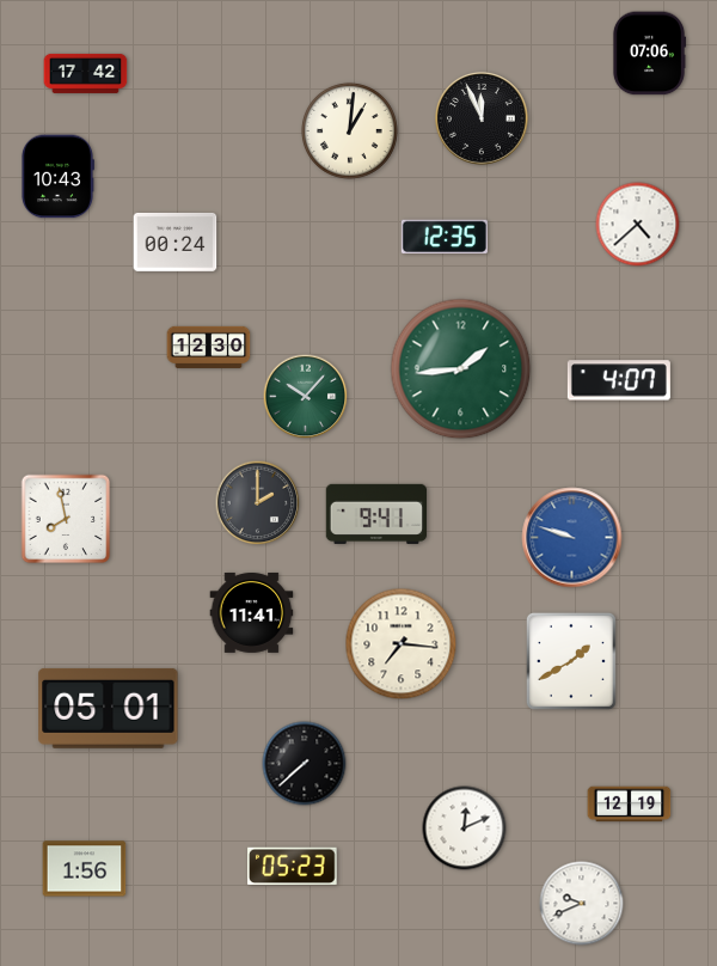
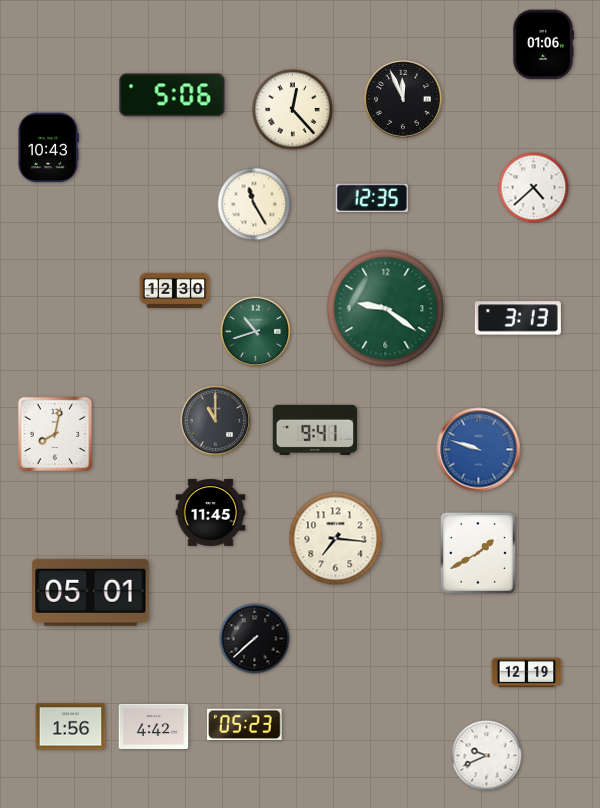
clock at (649, 54): 07:06 -> 01:06
clock at (86, 73): 17:42 -> none
clock at (172, 95): none -> 5:06
clock at (349, 130): 1:01 -> 12:23
clock at (176, 241): 00:24 -> none
clock at (254, 204): none -> 11:25
clock at (461, 369): 1:44 -> 9:21
clock at (619, 380): 4:07 -> 3:13
clock at (306, 397): 10:07 -> 10:42
clock at (258, 503): 2:00 -> 11:00
clock at (66, 519): 7:58 -> 8:02
clock at (252, 612): 11:41 -> 11:45
clock at (465, 829): 12:11 -> none
clock at (154, 727): none -> 4:42
